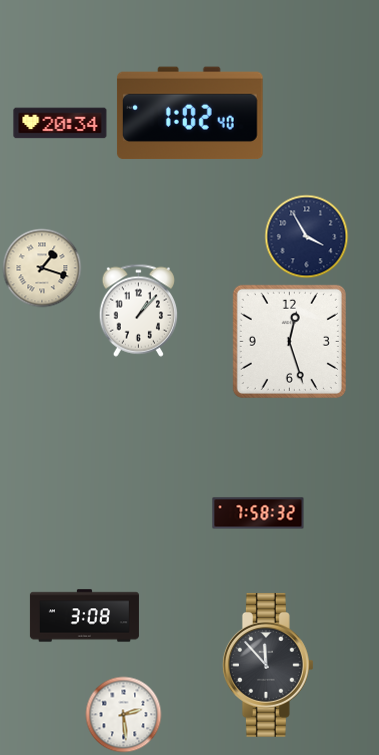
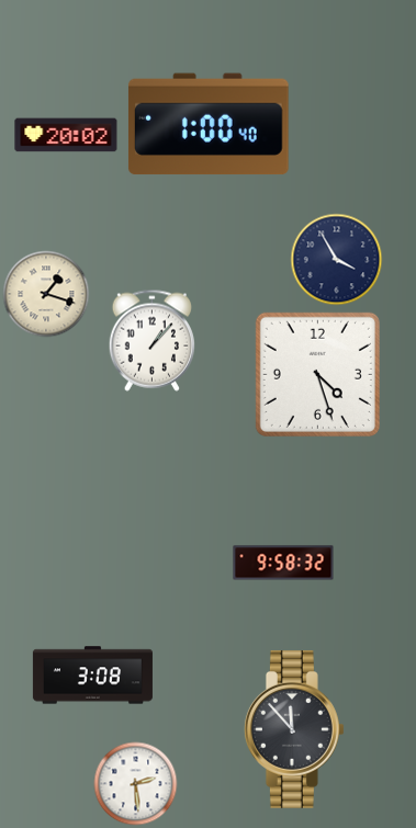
clock at (190, 113): 1:02 -> 1:00
clock at (60, 123): 20:34 -> 20:02
clock at (289, 341): 12:27 -> 4:27
clock at (258, 513): 7:58 -> 9:58
